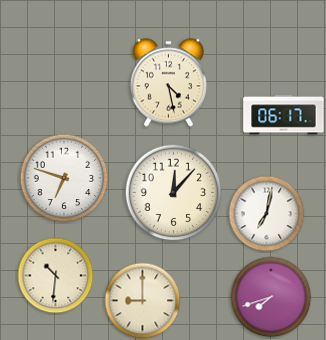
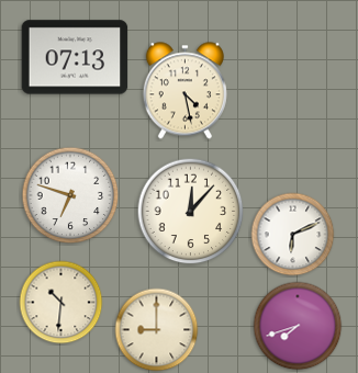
clock at (75, 57): none -> 07:13
clock at (284, 115): 06:17 -> none
clock at (267, 214): 7:02 -> 6:11
